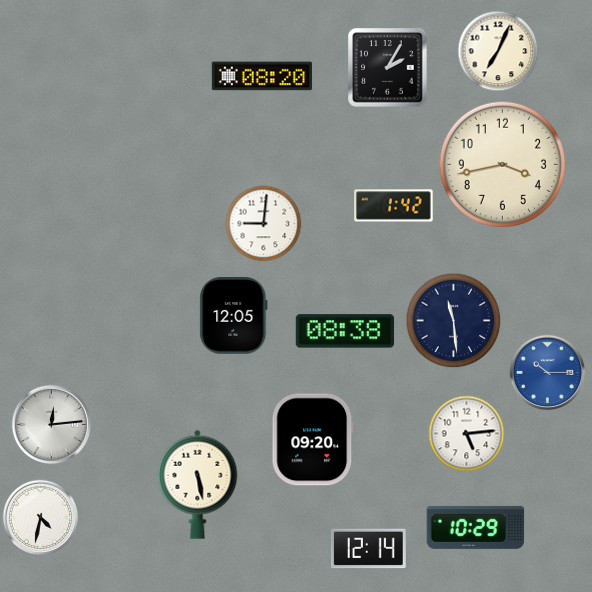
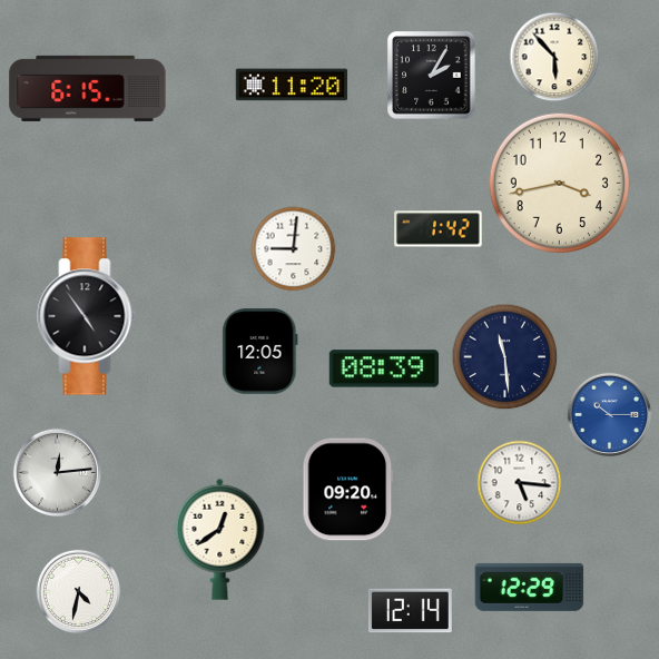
clock at (498, 51): 7:04 -> 5:53
clock at (262, 76): 08:20 -> 11:20
clock at (88, 88): none -> 6:15
clock at (87, 316): none -> 4:54
clock at (345, 331): 08:38 -> 08:39
clock at (467, 434): 5:14 -> 5:16
clock at (198, 484): 5:28 -> 12:39
clock at (41, 518) position: (41, 518) -> (79, 592)
clock at (476, 527): 10:29 -> 12:29
